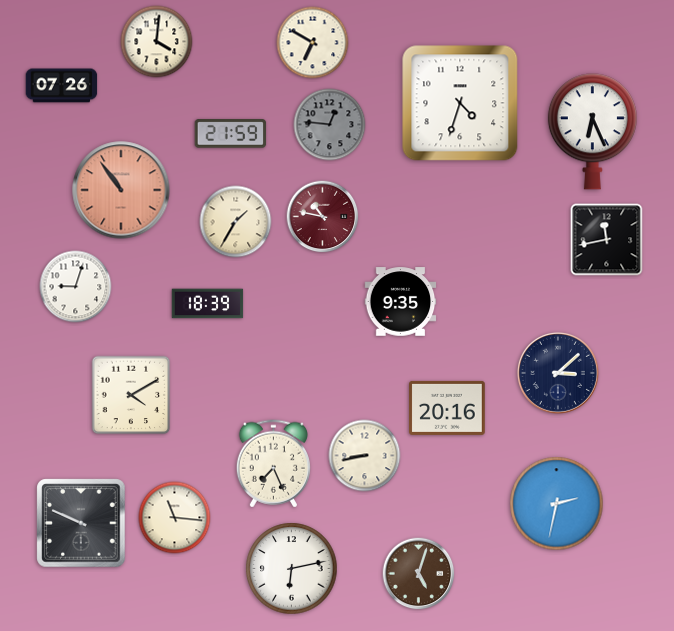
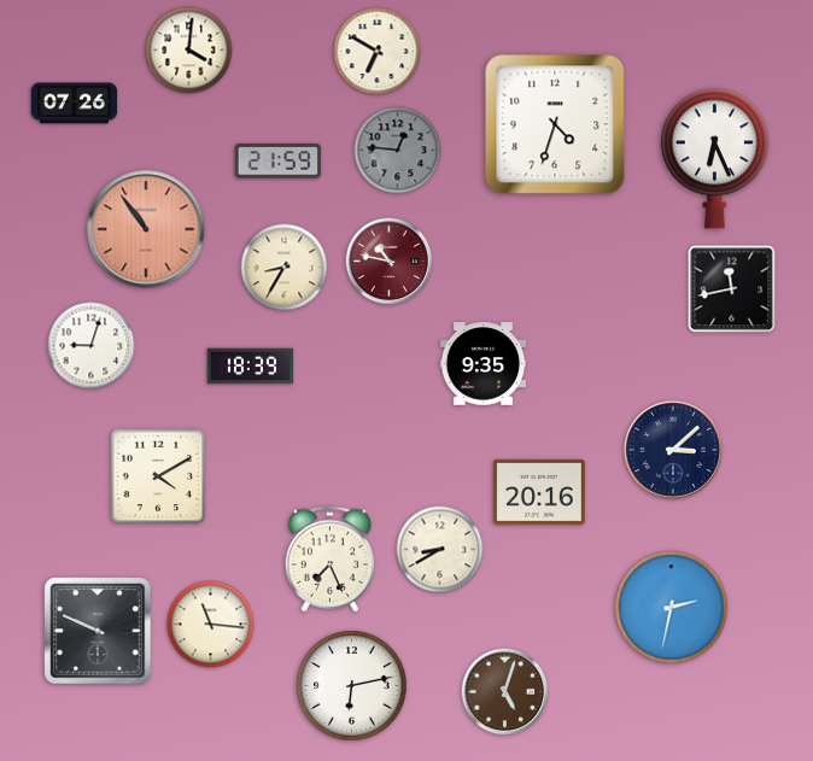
clock at (236, 222): 1:35 -> 8:35
clock at (365, 456): 8:43 -> 8:40
